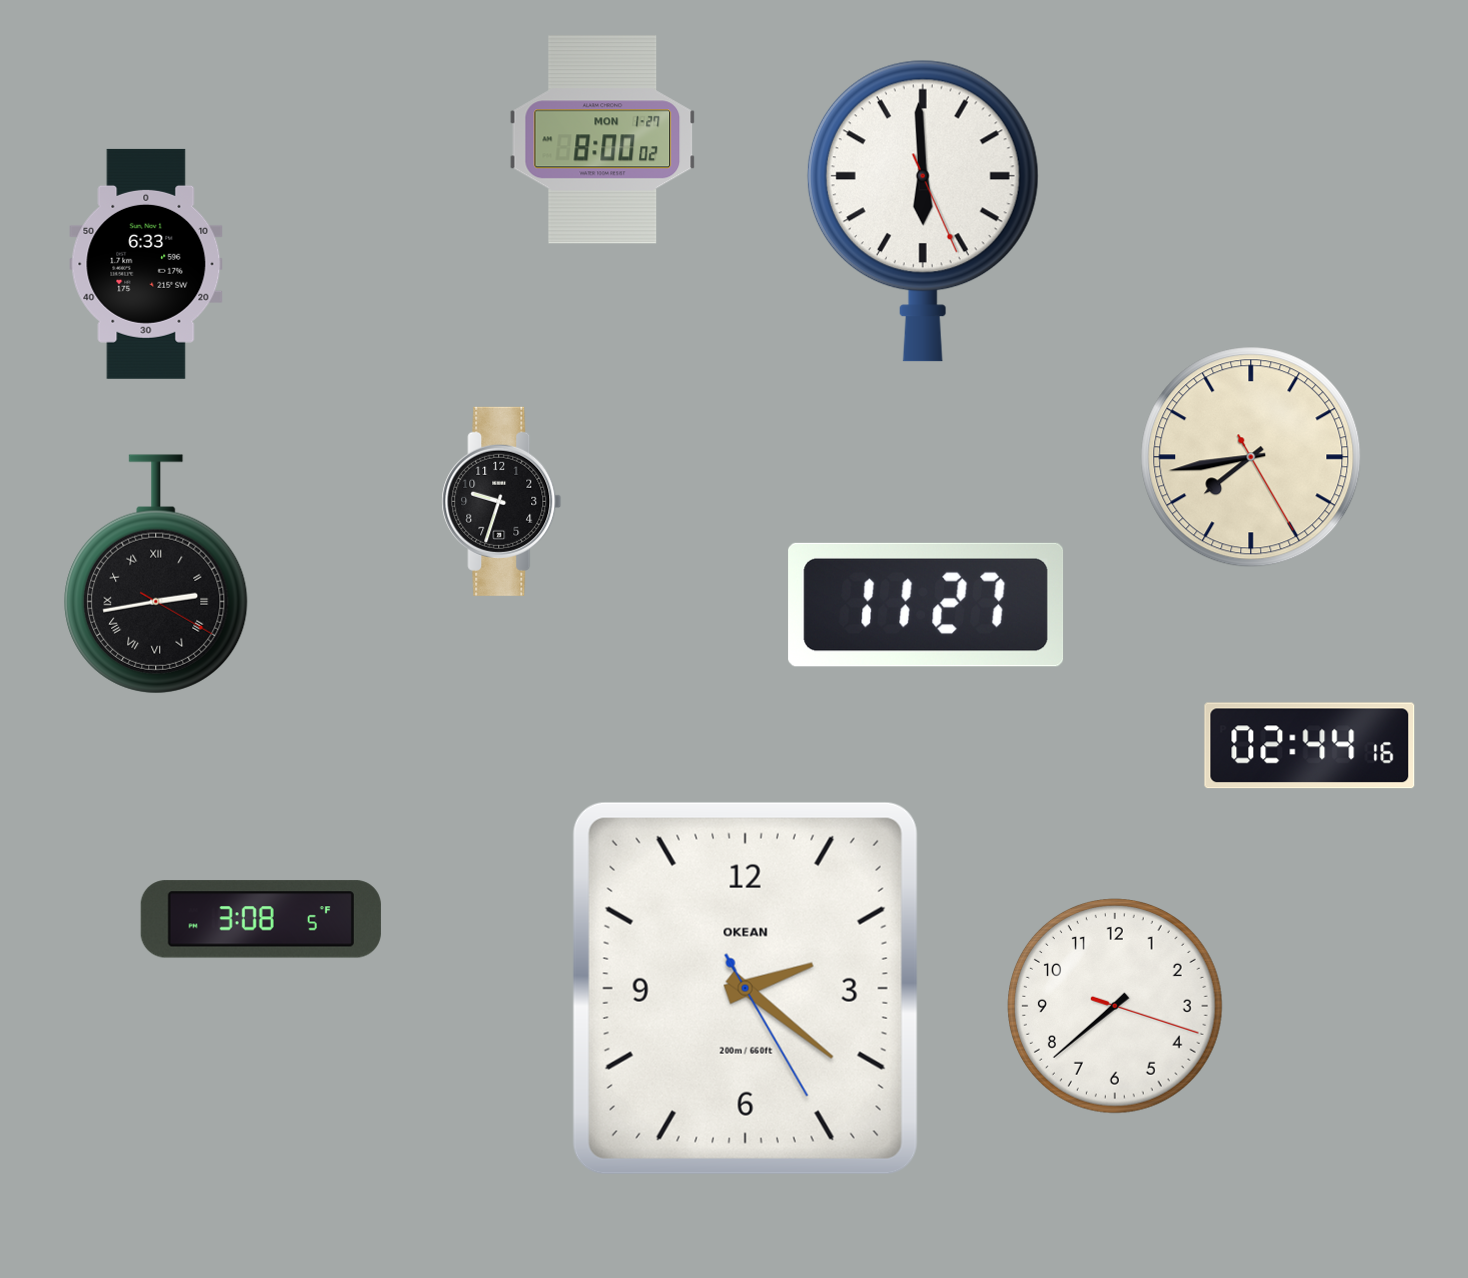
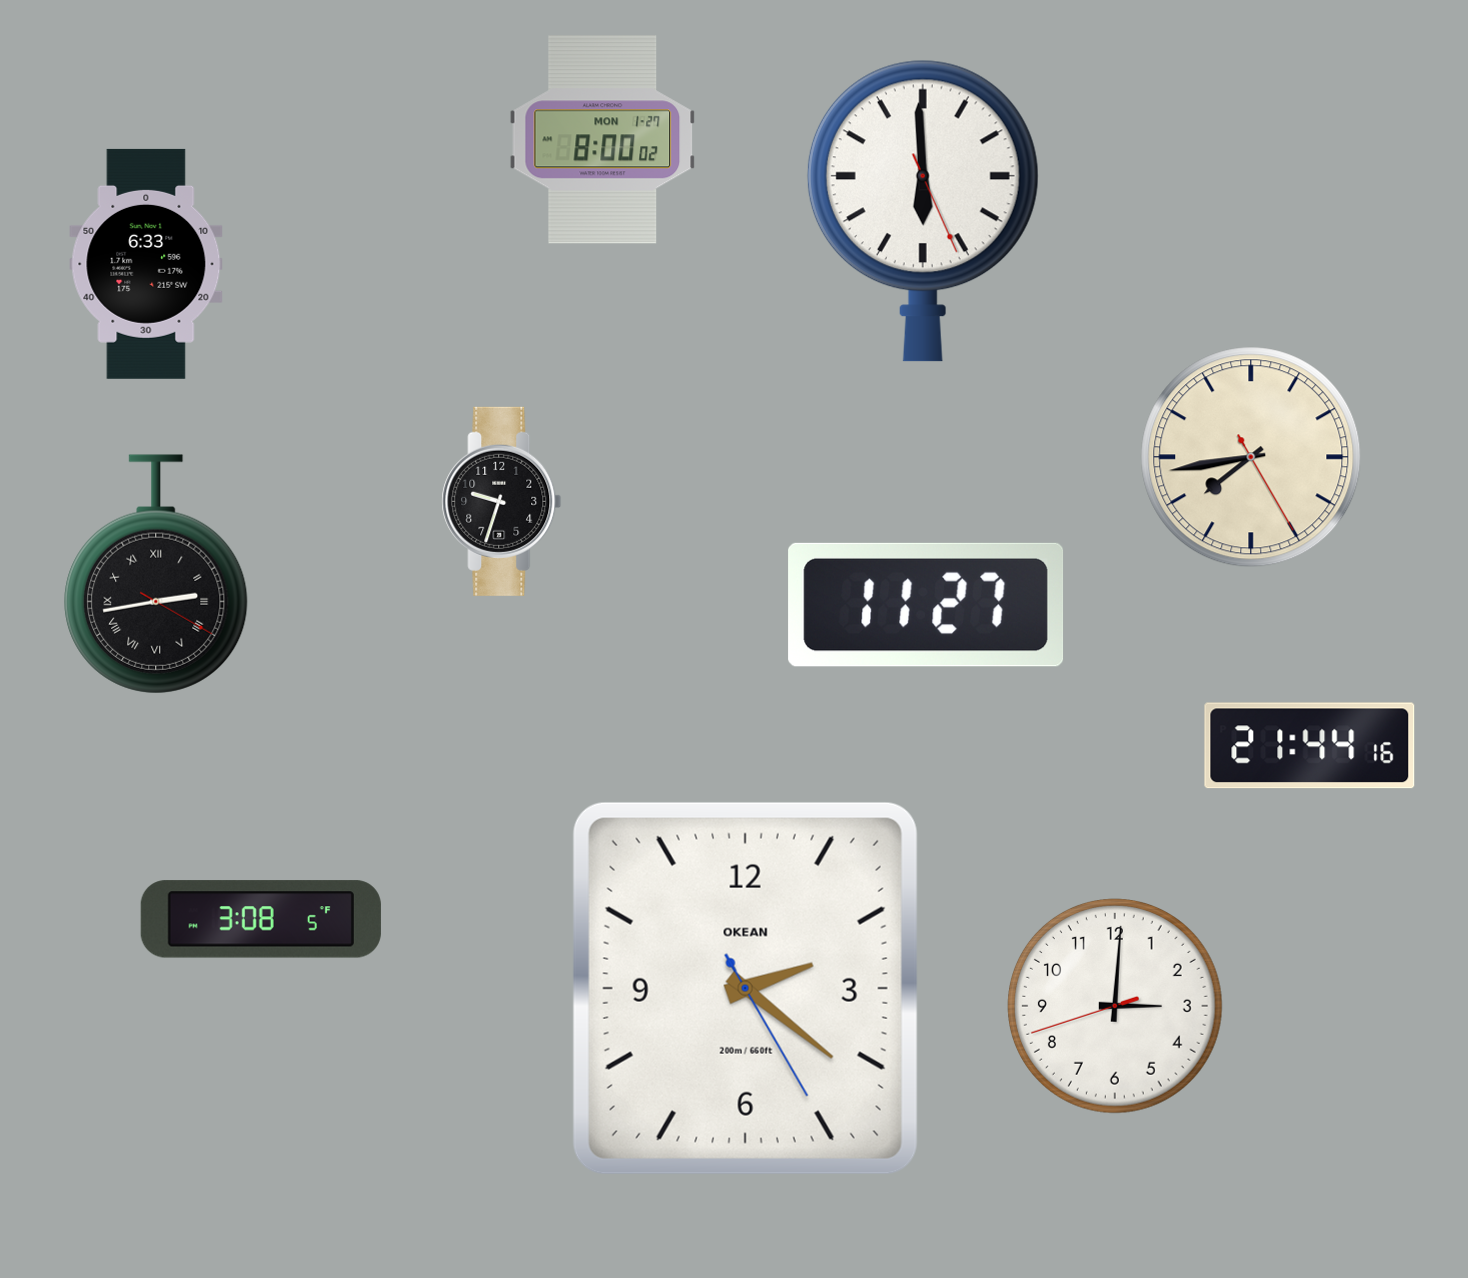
clock at (1310, 746): 02:44 -> 21:44
clock at (1116, 1007): 7:38 -> 3:00
